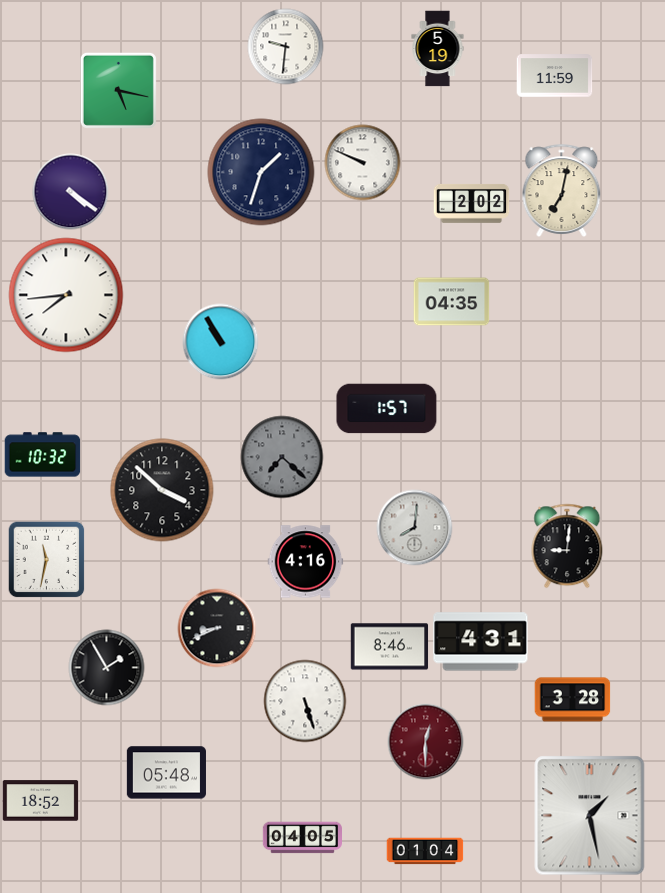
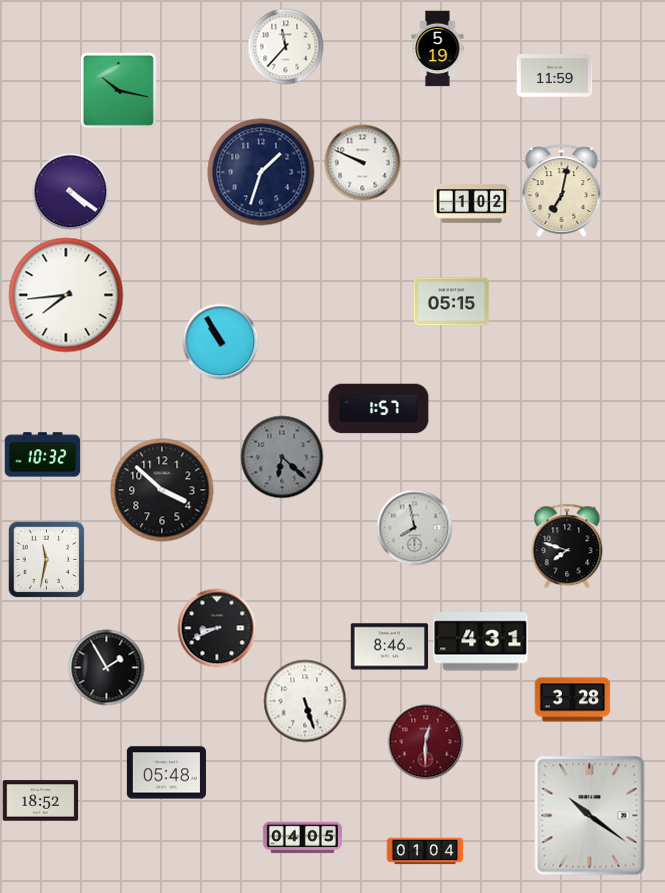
clock at (286, 47): 9:31 -> 11:37
clock at (118, 90): 5:17 -> 10:17
clock at (472, 204): 2:02 -> 1:02
clock at (452, 302): 04:35 -> 05:15
clock at (387, 409) position: (387, 409) -> (379, 409)
clock at (282, 457): 7:22 -> 6:22
clock at (415, 528): 8:01 -> 7:58
clock at (567, 546): 9:01 -> 7:48
clock at (306, 562): 4:16 -> none
clock at (590, 816): 1:28 -> 10:21
